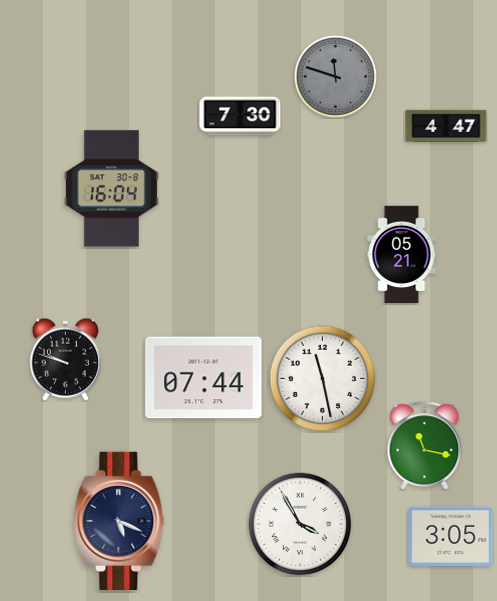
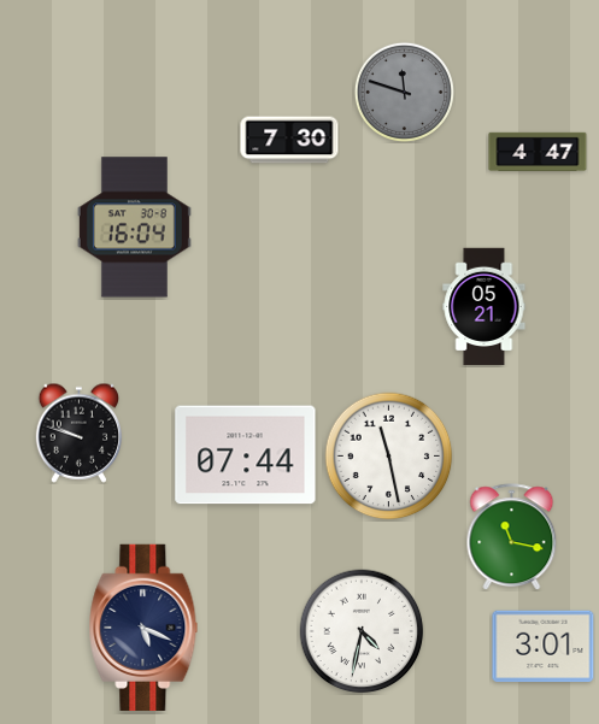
clock at (300, 524): 3:55 -> 4:32
clock at (451, 537): 3:05 -> 3:01
